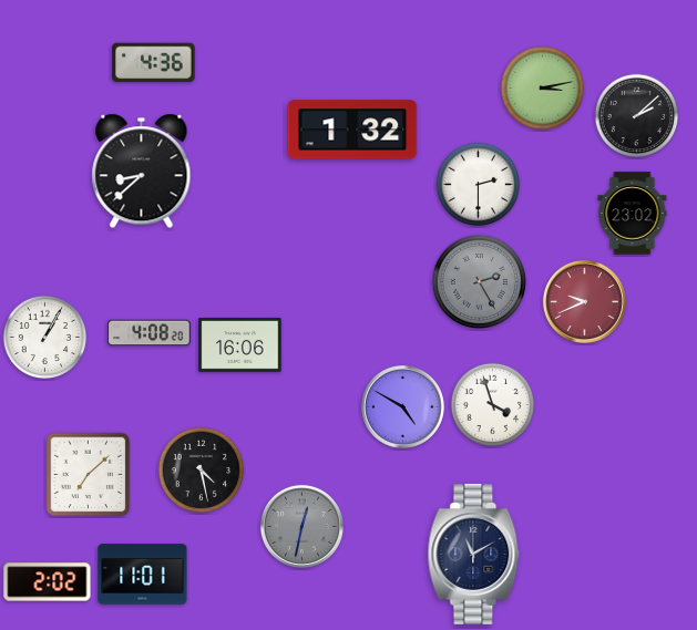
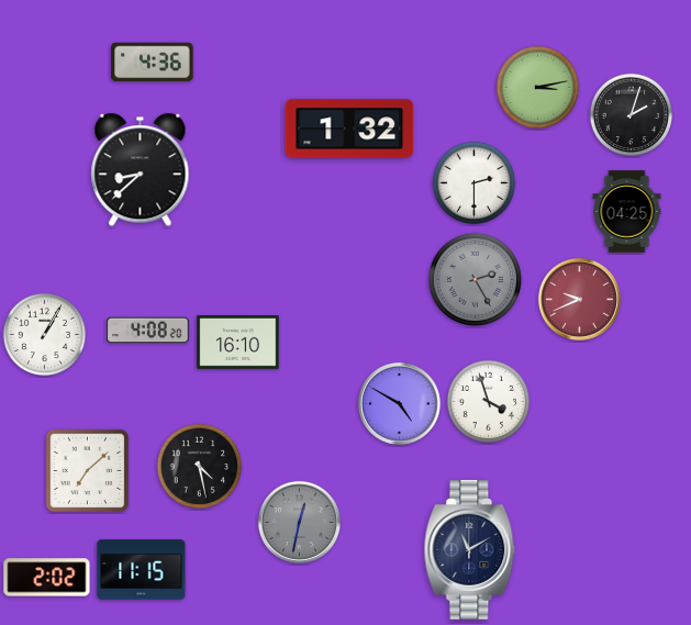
clock at (637, 116): 2:08 -> 2:03
clock at (633, 214): 23:02 -> 04:25
clock at (240, 345): 16:06 -> 16:10
clock at (143, 575): 11:01 -> 11:15
